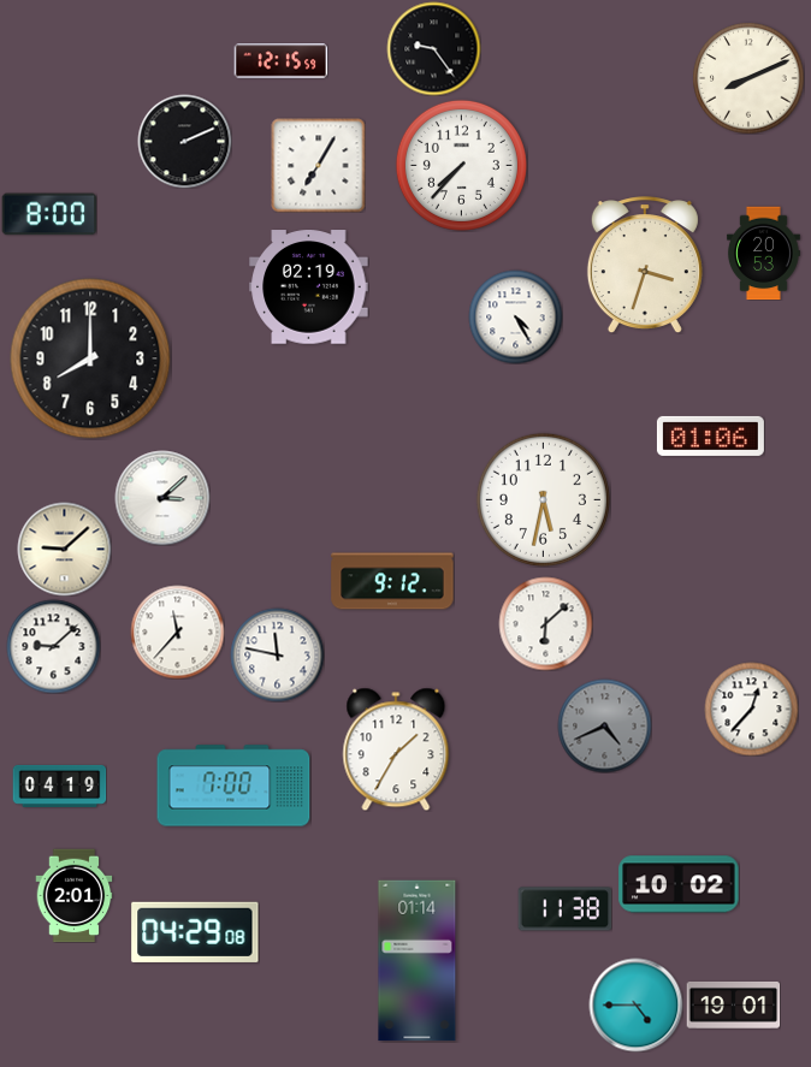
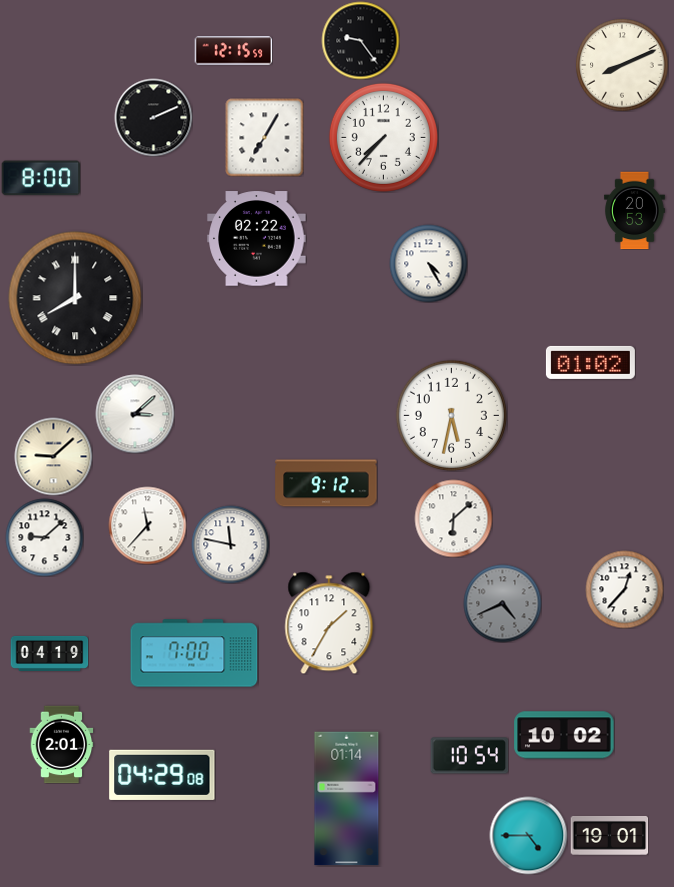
clock at (645, 266): 3:33 -> none
clock at (309, 288): 02:19 -> 02:22
clock at (90, 358) numerals: Arabic -> Roman
clock at (710, 435): 01:06 -> 01:02
clock at (564, 909): 11:38 -> 10:54
